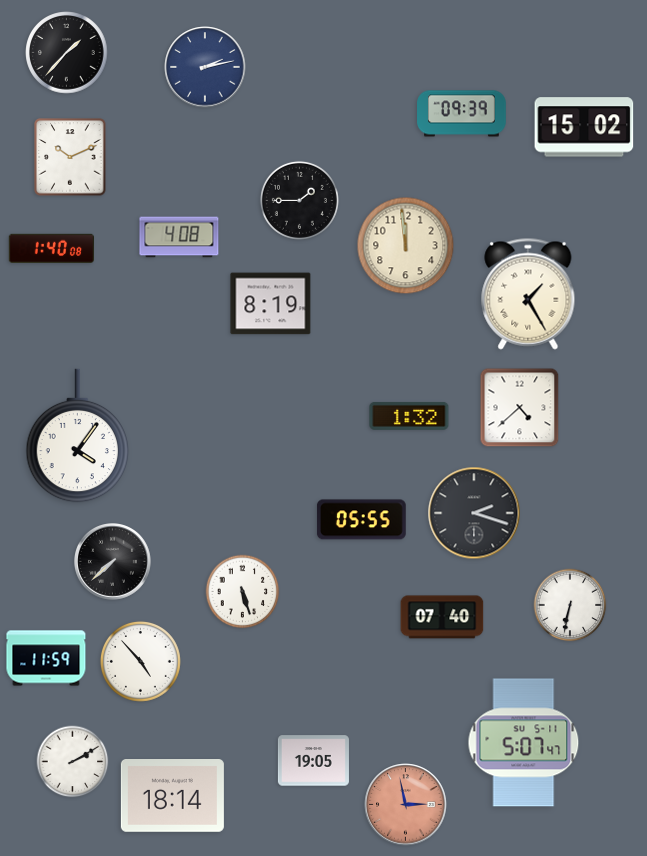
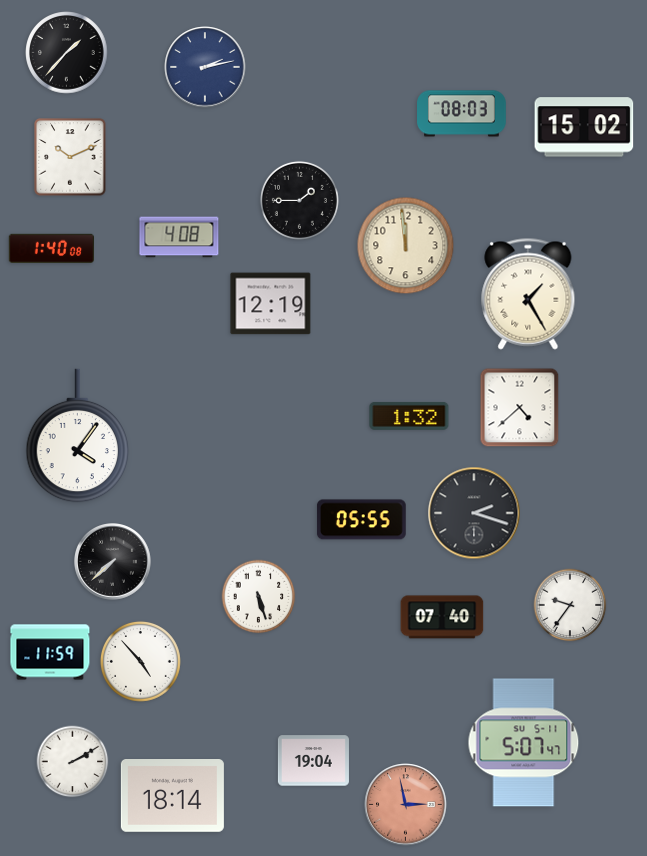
clock at (462, 114): 09:39 -> 08:03
clock at (271, 304): 8:19 -> 12:19
clock at (243, 592) position: (243, 592) -> (259, 597)
clock at (570, 605): 6:32 -> 9:36
clock at (46, 658) position: (46, 658) -> (50, 652)
clock at (313, 761): 19:05 -> 19:04
